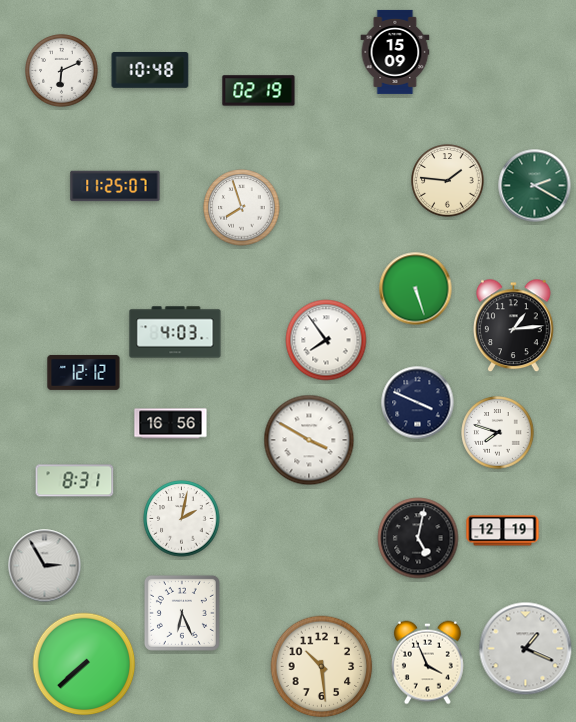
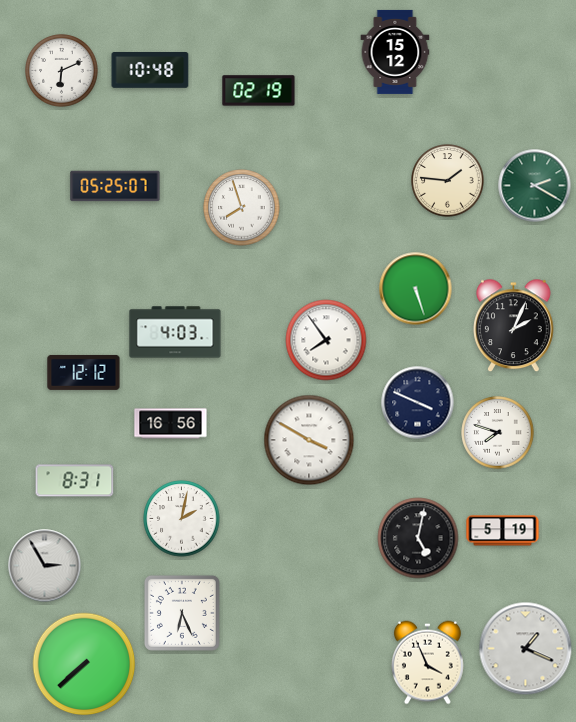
clock at (395, 52): 15:09 -> 15:12
clock at (115, 186): 11:25 -> 05:25
clock at (514, 326): 1:14 -> 2:04
clock at (503, 531): 12:19 -> 5:19
clock at (322, 667): 10:29 -> none
